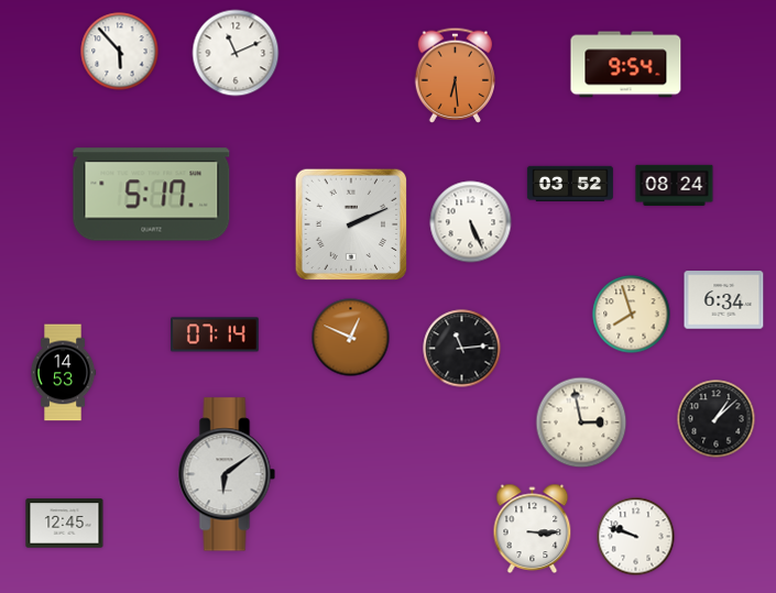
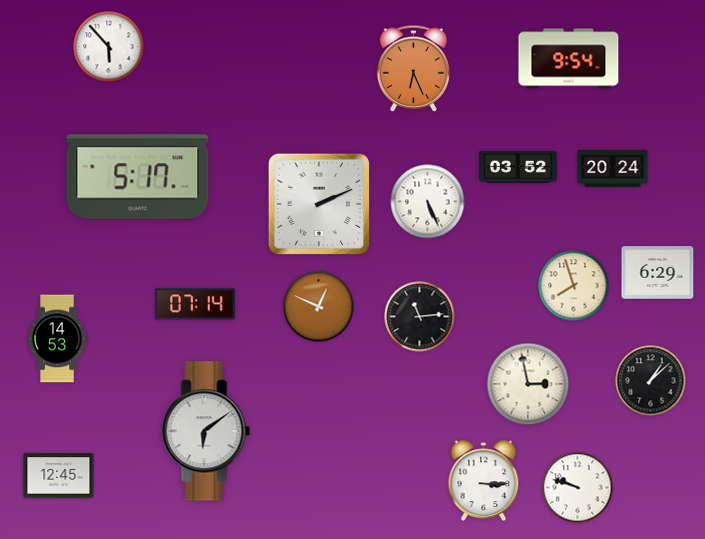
clock at (236, 53): 11:11 -> none
clock at (455, 75): 6:29 -> 6:26
clock at (675, 186): 08:24 -> 20:24
clock at (724, 300): 6:34 -> 6:29
